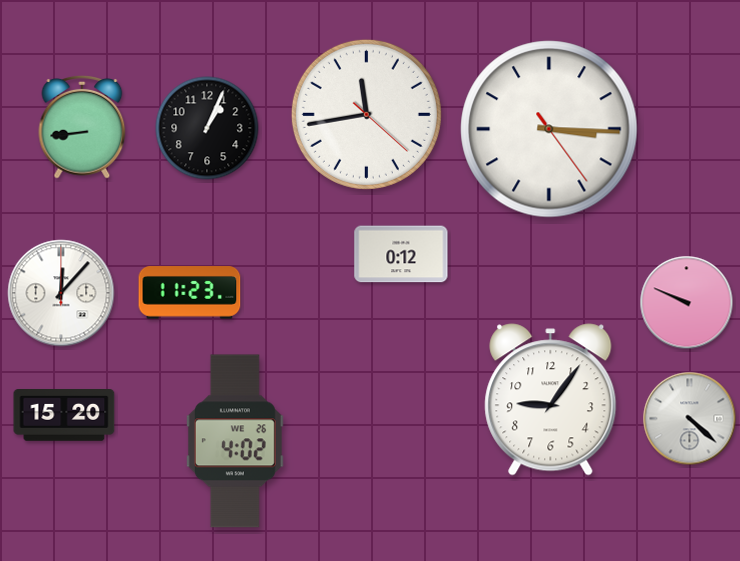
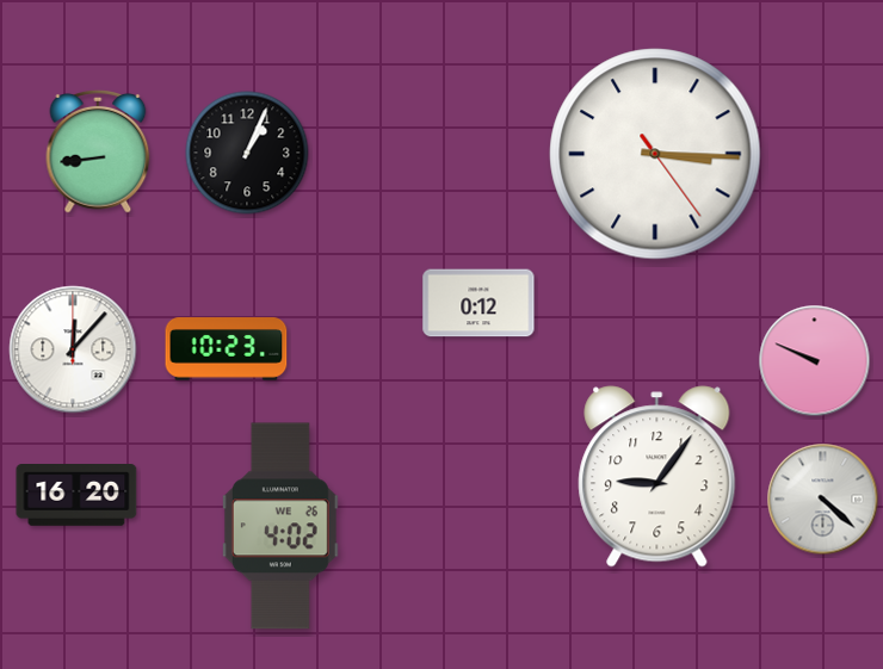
clock at (366, 114): 11:43 -> none
clock at (190, 293): 11:23 -> 10:23
clock at (687, 303) position: (687, 303) -> (815, 361)
clock at (64, 416): 15:20 -> 16:20
